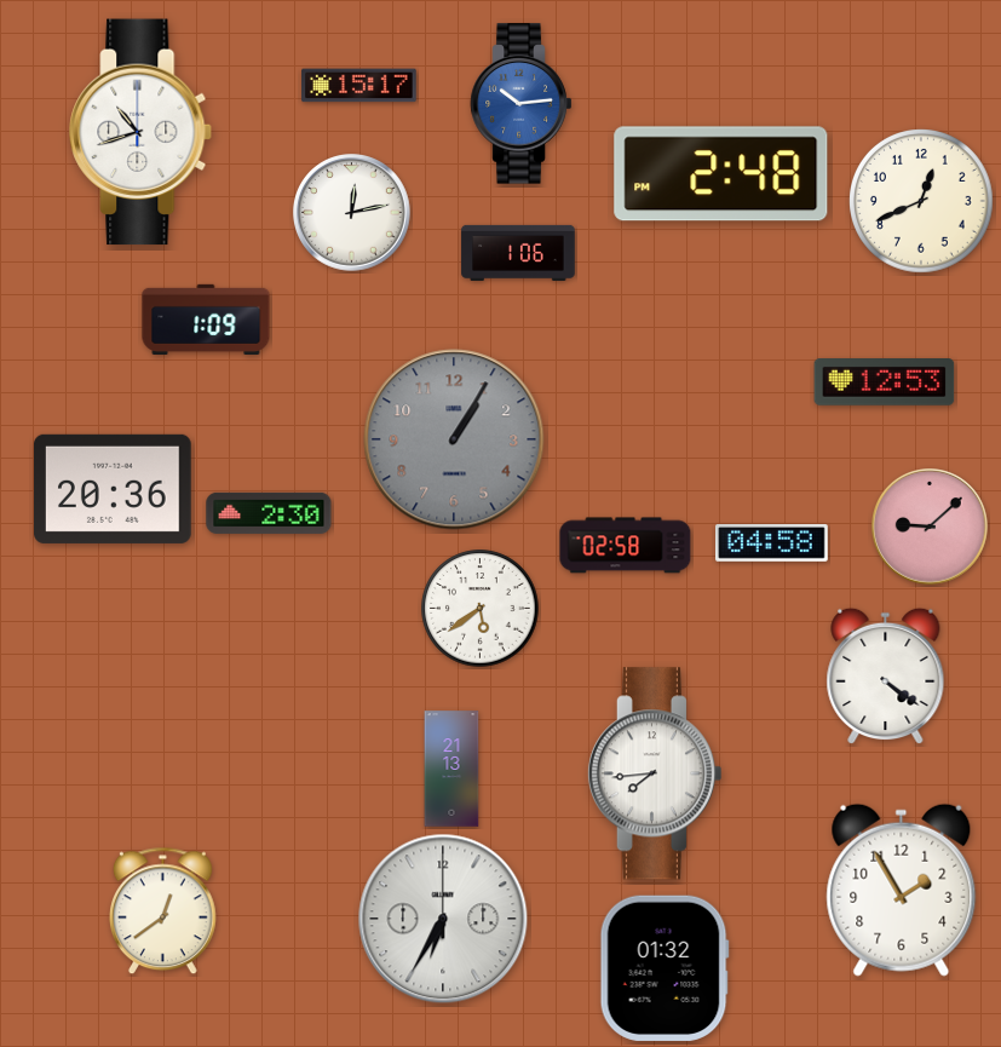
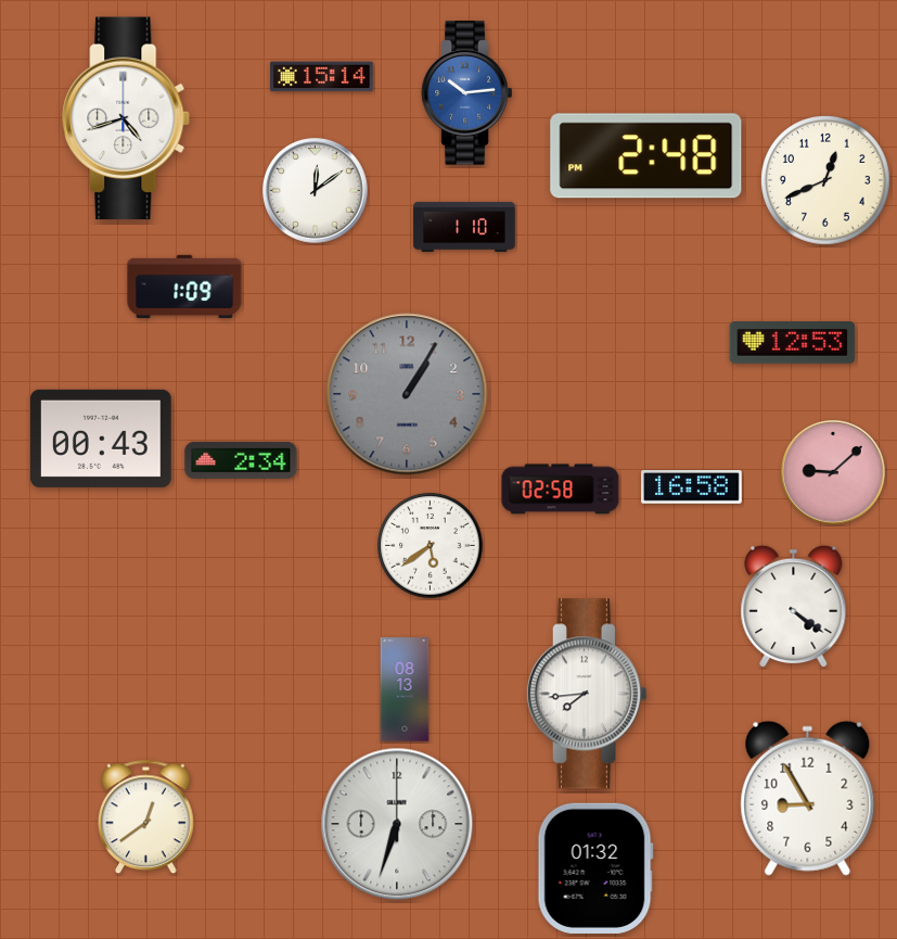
clock at (359, 86): 15:17 -> 15:14
clock at (142, 132): 10:42 -> 4:42
clock at (352, 213): 12:13 -> 12:09
clock at (518, 253): 1:06 -> 1:10
clock at (114, 489): 20:36 -> 00:43
clock at (269, 513): 2:30 -> 2:34
clock at (772, 543): 04:58 -> 16:58
clock at (451, 769): 21:13 -> 08:13
clock at (902, 890): 1:55 -> 8:55
clock at (443, 919): 6:35 -> 6:33
